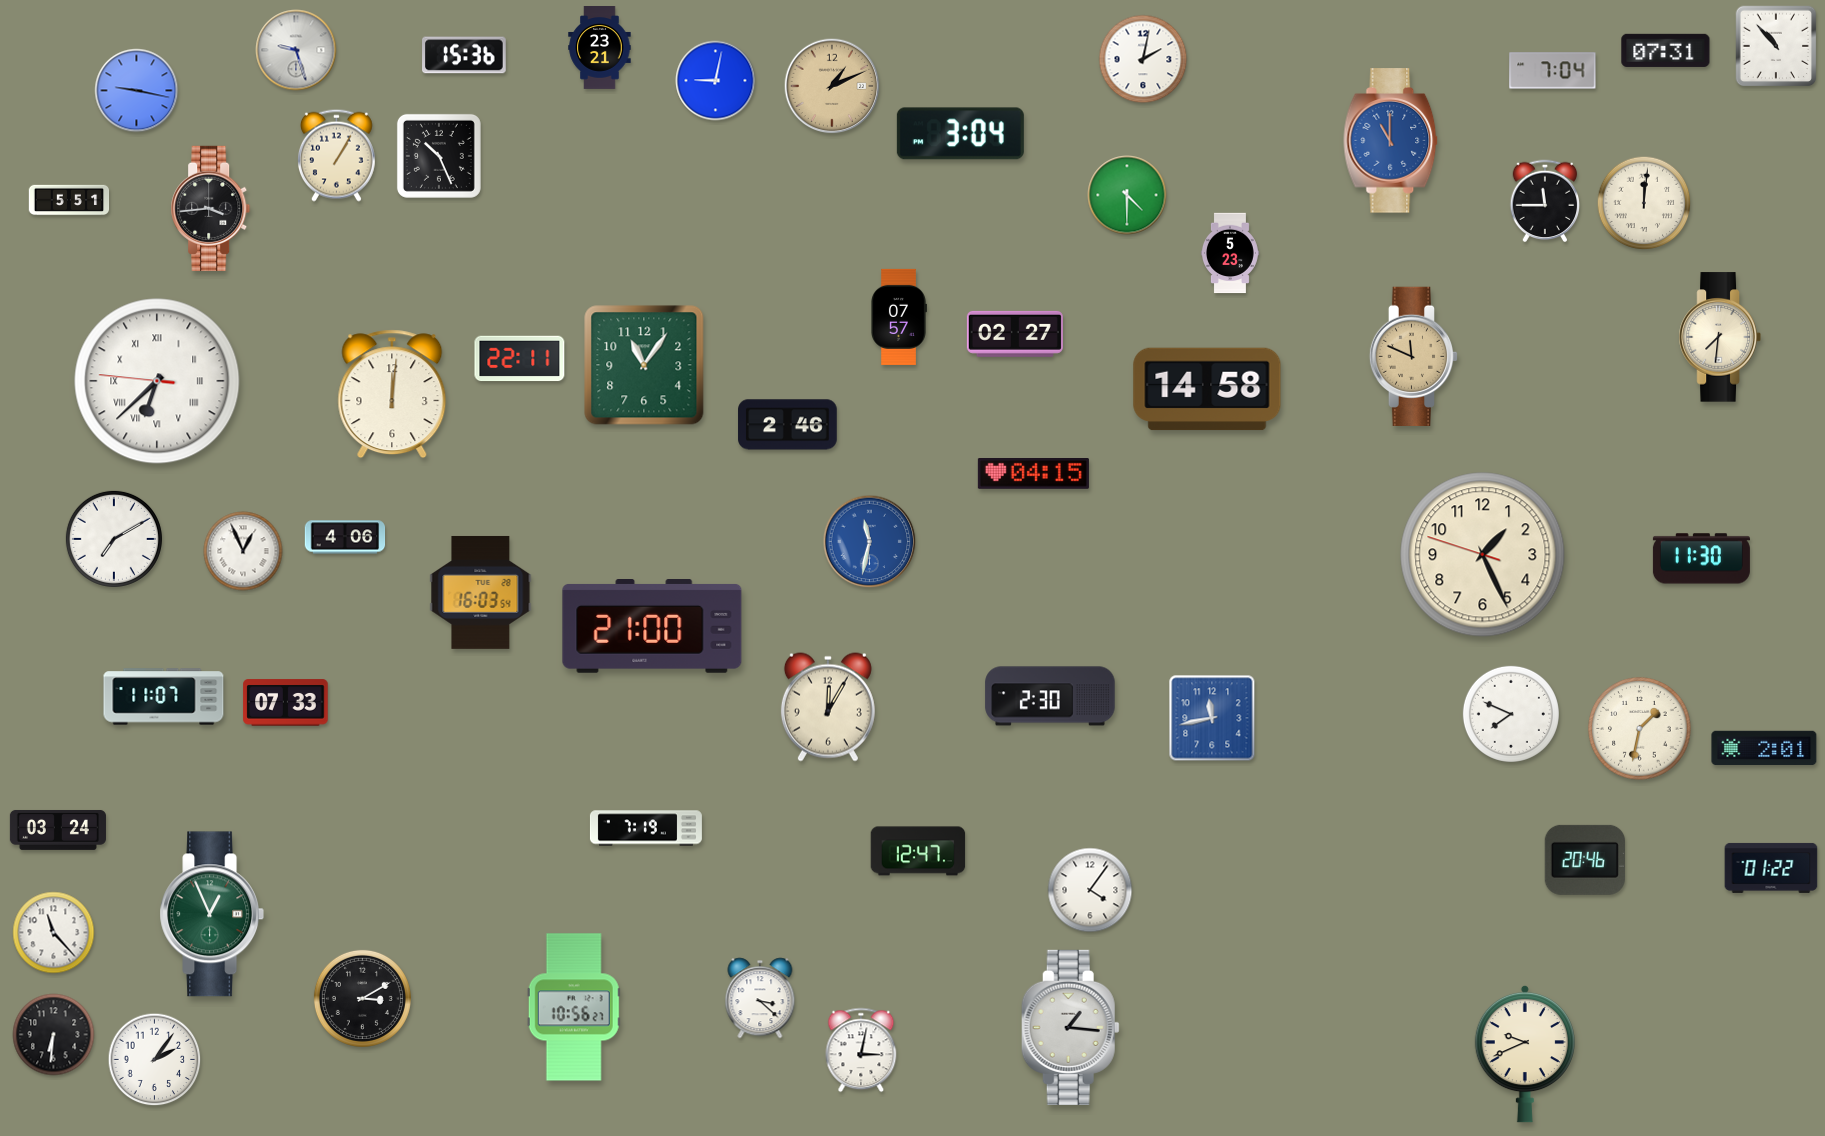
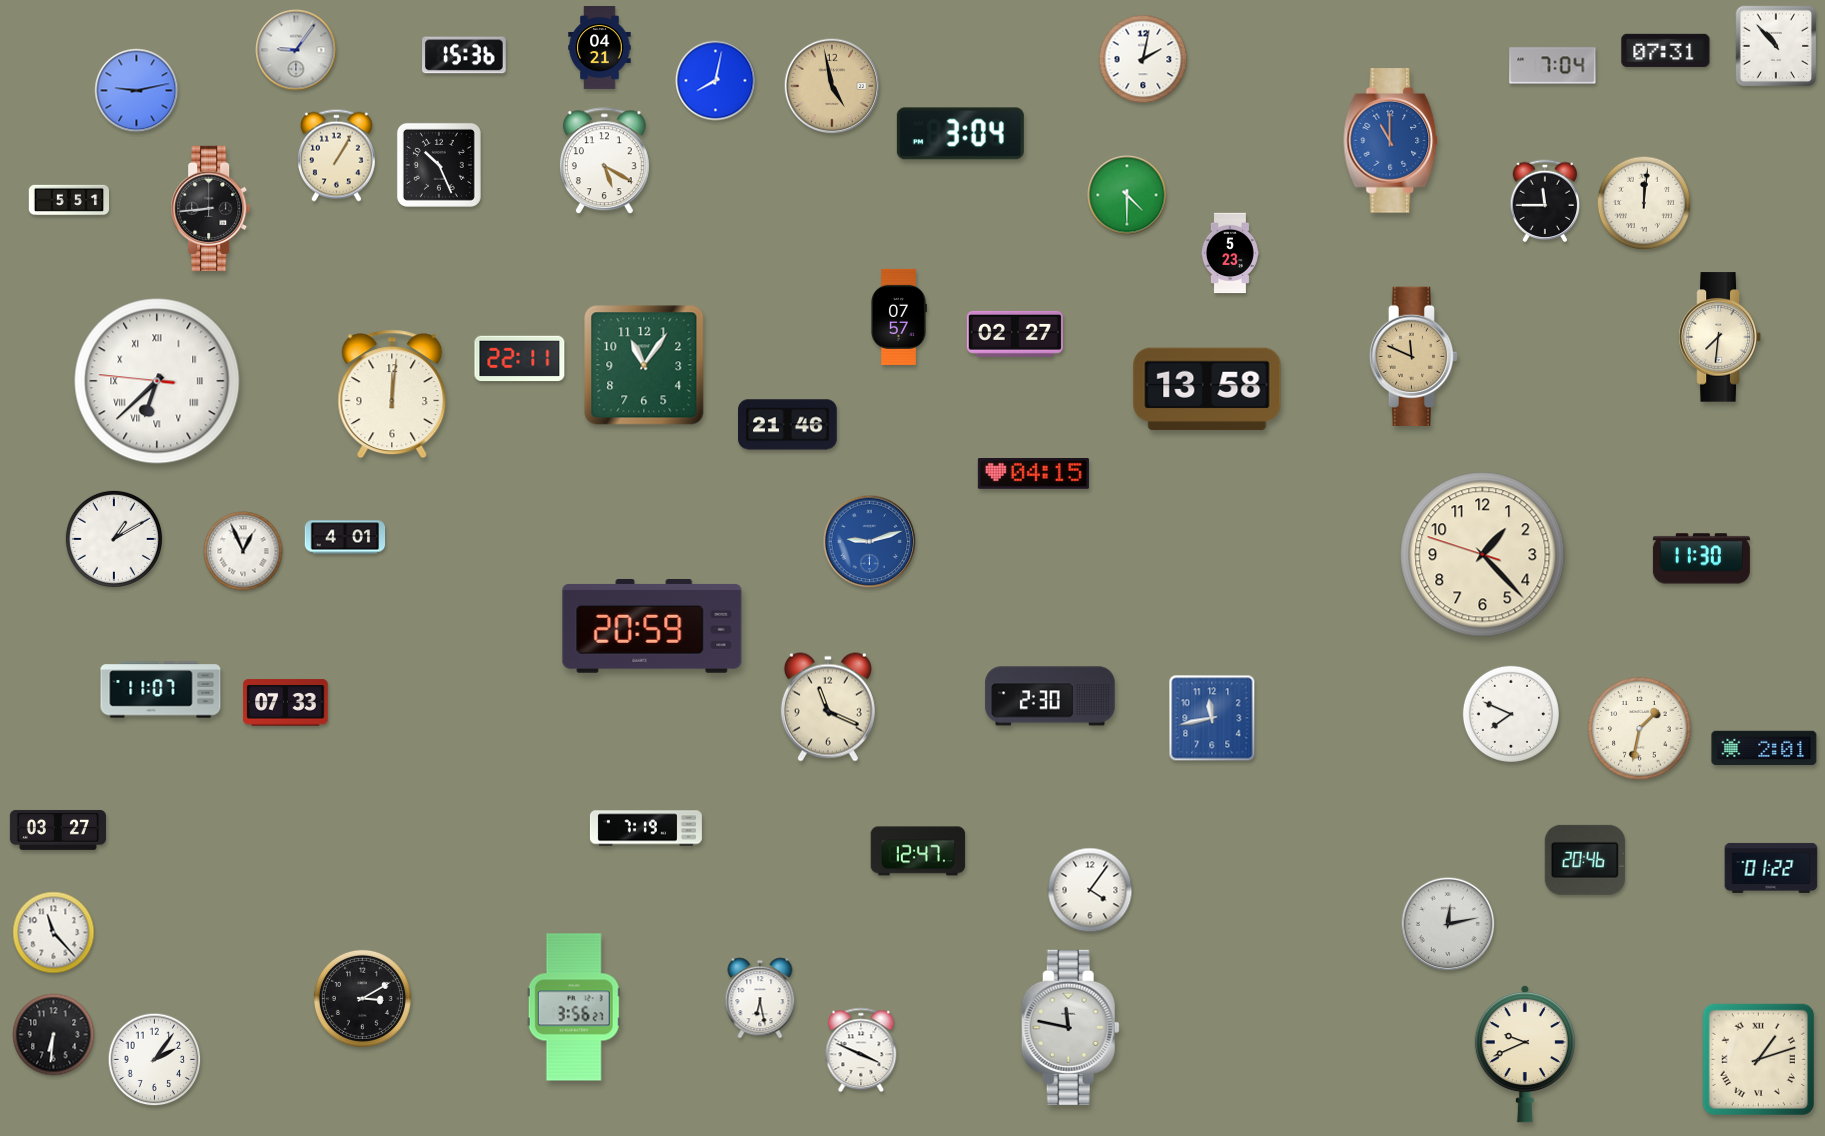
clock at (600, 48): 23:21 -> 04:21
clock at (296, 50): 9:27 -> 9:06
clock at (1553, 71) position: (1553, 71) -> (1553, 66)
clock at (716, 81): 9:02 -> 8:02
clock at (832, 86): 1:11 -> 4:58
clock at (137, 91): 9:17 -> 9:13
clock at (439, 156) position: (439, 156) -> (439, 165)
clock at (604, 161): none -> 5:20
clock at (211, 208): 3:44 -> 8:44
clock at (1207, 389): 14:58 -> 13:58
clock at (788, 425): 2:46 -> 21:46
clock at (345, 537): 4:06 -> 4:01
clock at (114, 539): 7:10 -> 1:10
clock at (870, 542): 11:32 -> 9:12
clock at (1483, 555): 1:25 -> 1:22
clock at (481, 592): 16:03 -> none
clock at (652, 627): 21:00 -> 20:59
clock at (164, 697) position: (164, 697) -> (161, 690)
clock at (828, 707): 12:05 -> 11:19
clock at (58, 830): 03:24 -> 03:27
clock at (212, 914): 12:56 -> none
clock at (1448, 924): none -> 12:13
clock at (760, 998): 3:22 -> 6:28
clock at (574, 1007): 10:56 -> 3:56
clock at (1070, 1027): 1:16 -> 11:47
clock at (861, 1050): 3:02 -> 3:49
clock at (1758, 1059): none -> 1:12
